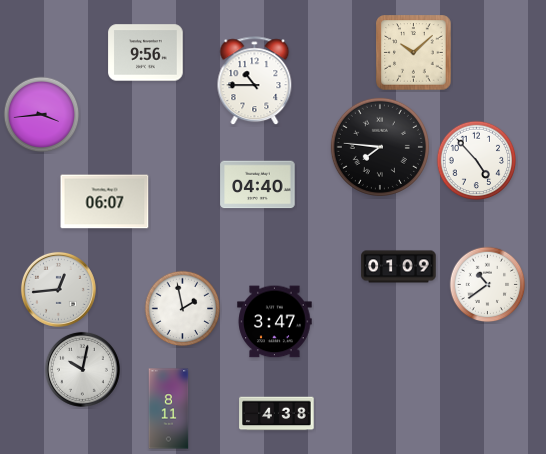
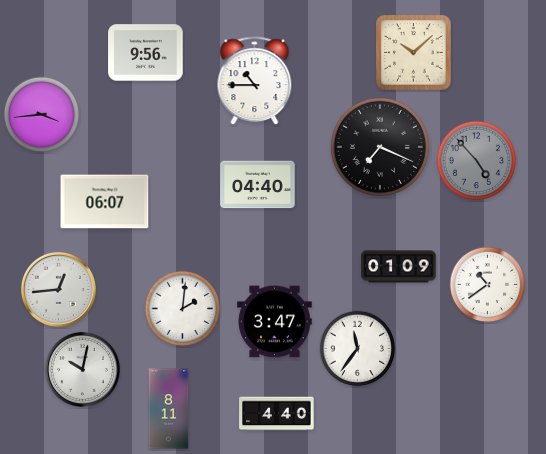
clock at (380, 147): 7:46 -> 7:19
clock at (477, 161) dial: white -> grey
clock at (183, 309): 1:58 -> 2:01
clock at (358, 349): none -> 11:36
clock at (277, 414): 4:38 -> 4:40
